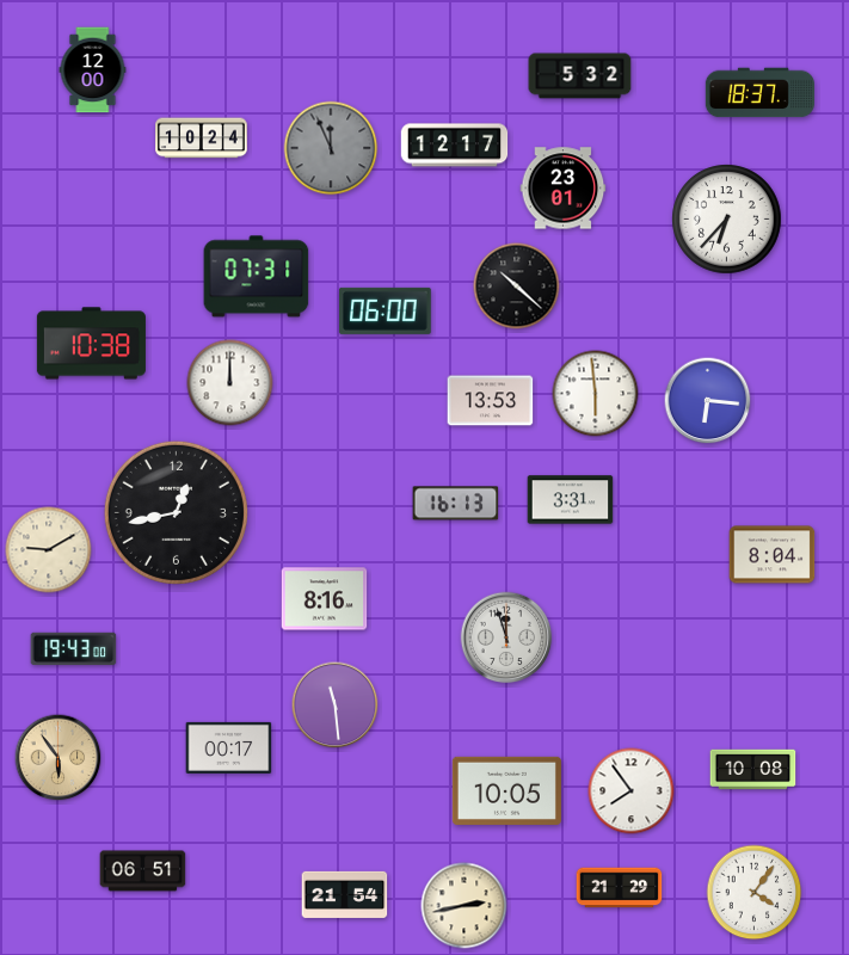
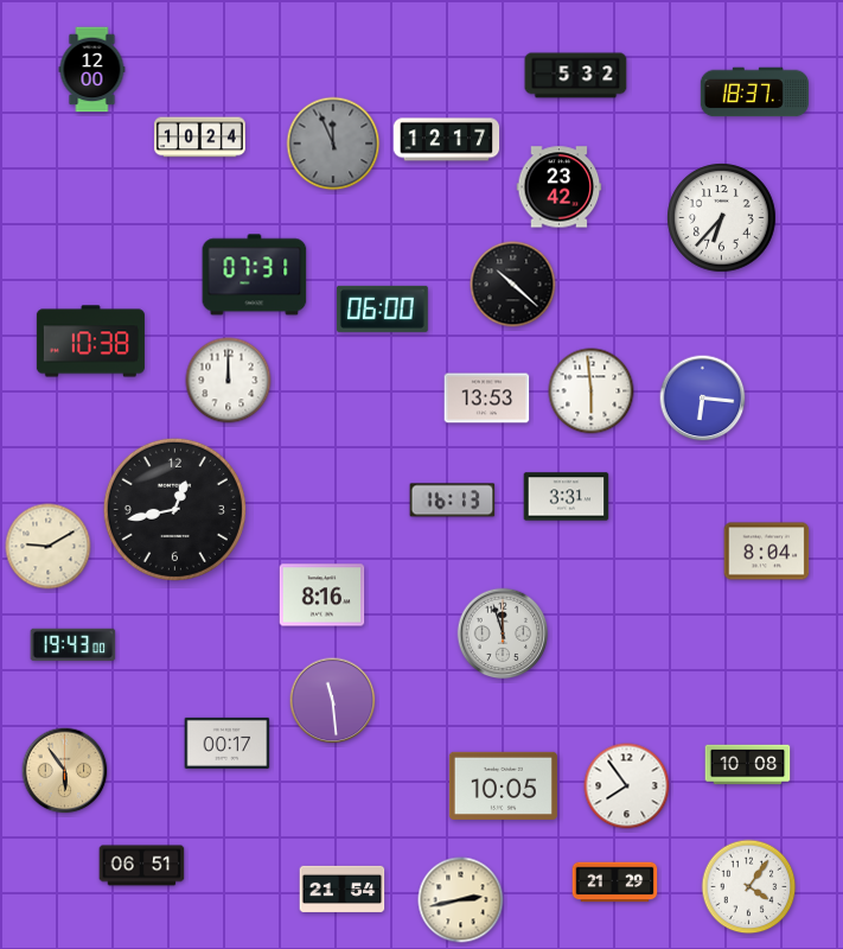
clock at (455, 146) position: (455, 146) -> (447, 140)
clock at (331, 148) position: (331, 148) -> (333, 144)
clock at (564, 189): 23:01 -> 23:42
clock at (59, 758) position: (59, 758) -> (65, 771)
